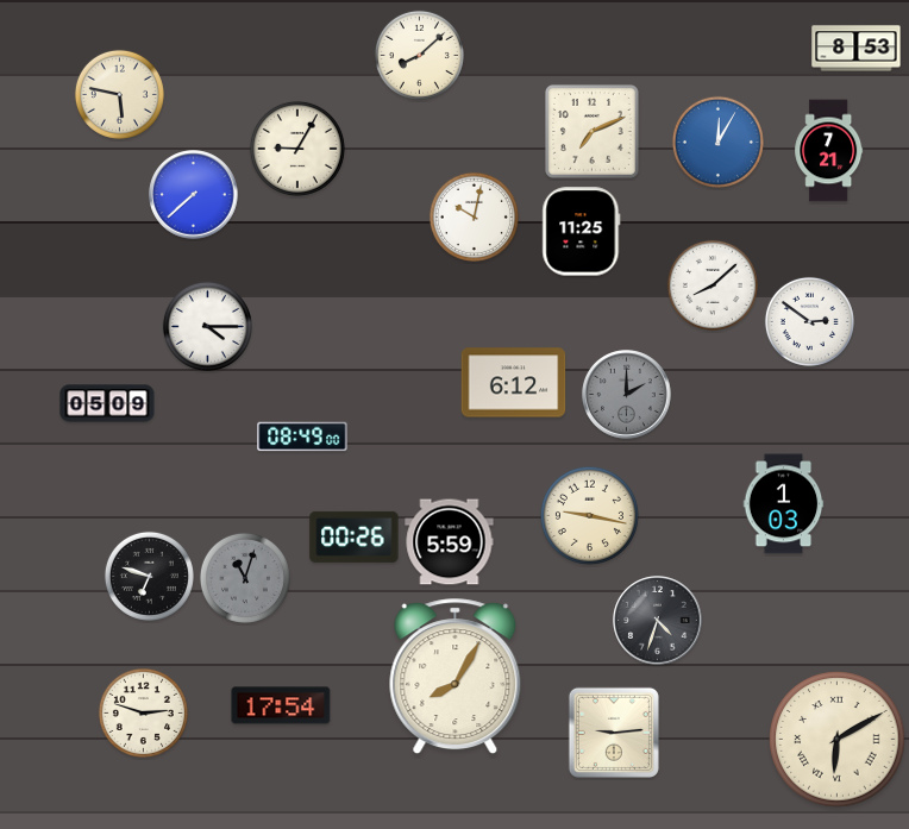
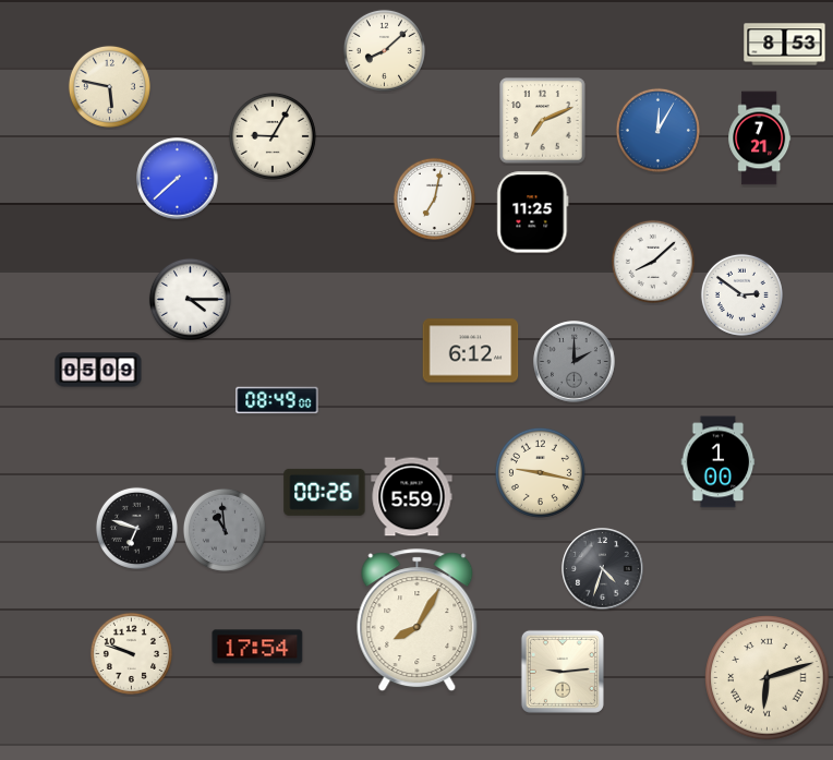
clock at (474, 216): 10:02 -> 7:02
clock at (784, 504): 1:03 -> 1:00
clock at (245, 578): 11:03 -> 10:59
clock at (143, 712): 2:48 -> 9:48
clock at (838, 740): 6:10 -> 6:12
